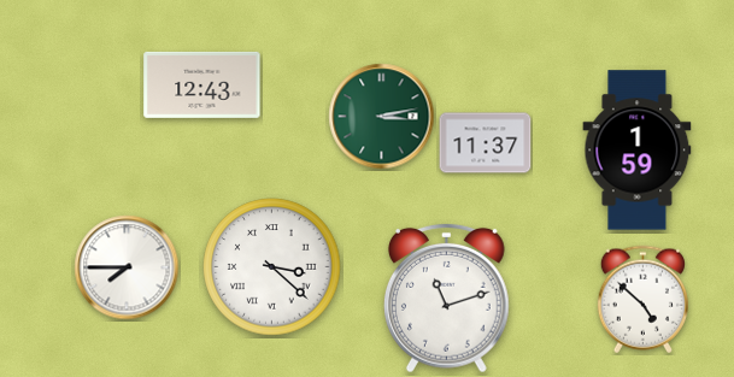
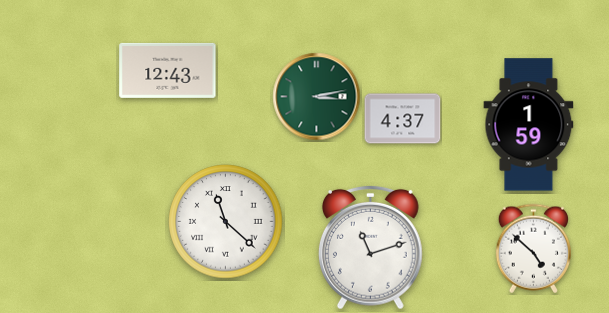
clock at (486, 143): 11:37 -> 4:37
clock at (127, 267): 7:45 -> none
clock at (272, 267): 3:22 -> 11:22
